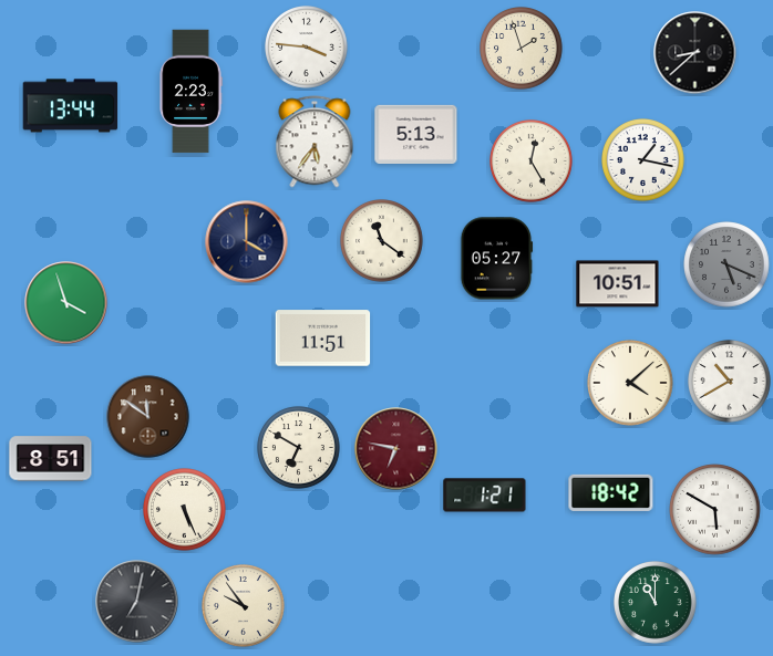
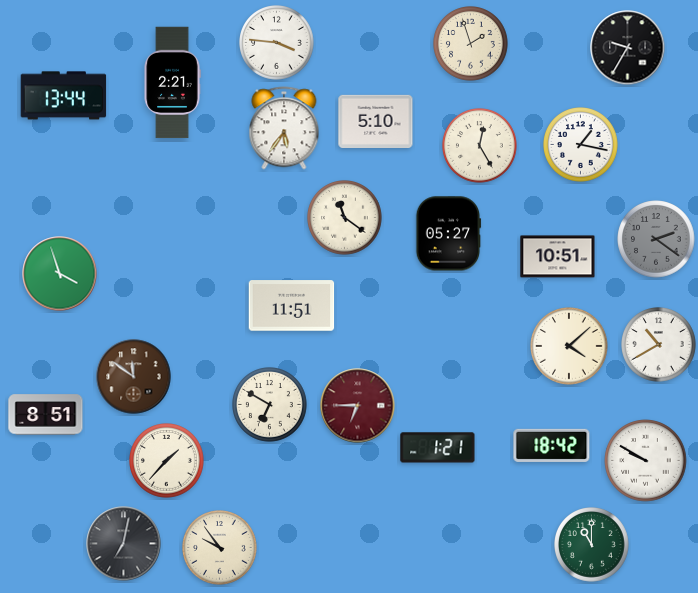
clock at (695, 53): 8:38 -> 9:35
clock at (190, 92): 2:23 -> 2:21
clock at (416, 134): 5:13 -> 5:10
clock at (247, 242): 4:00 -> none
clock at (726, 264): 5:19 -> 2:21
clock at (396, 449): 6:47 -> 6:45
clock at (185, 510): 5:26 -> 1:37
clock at (715, 510): 5:50 -> 9:50
